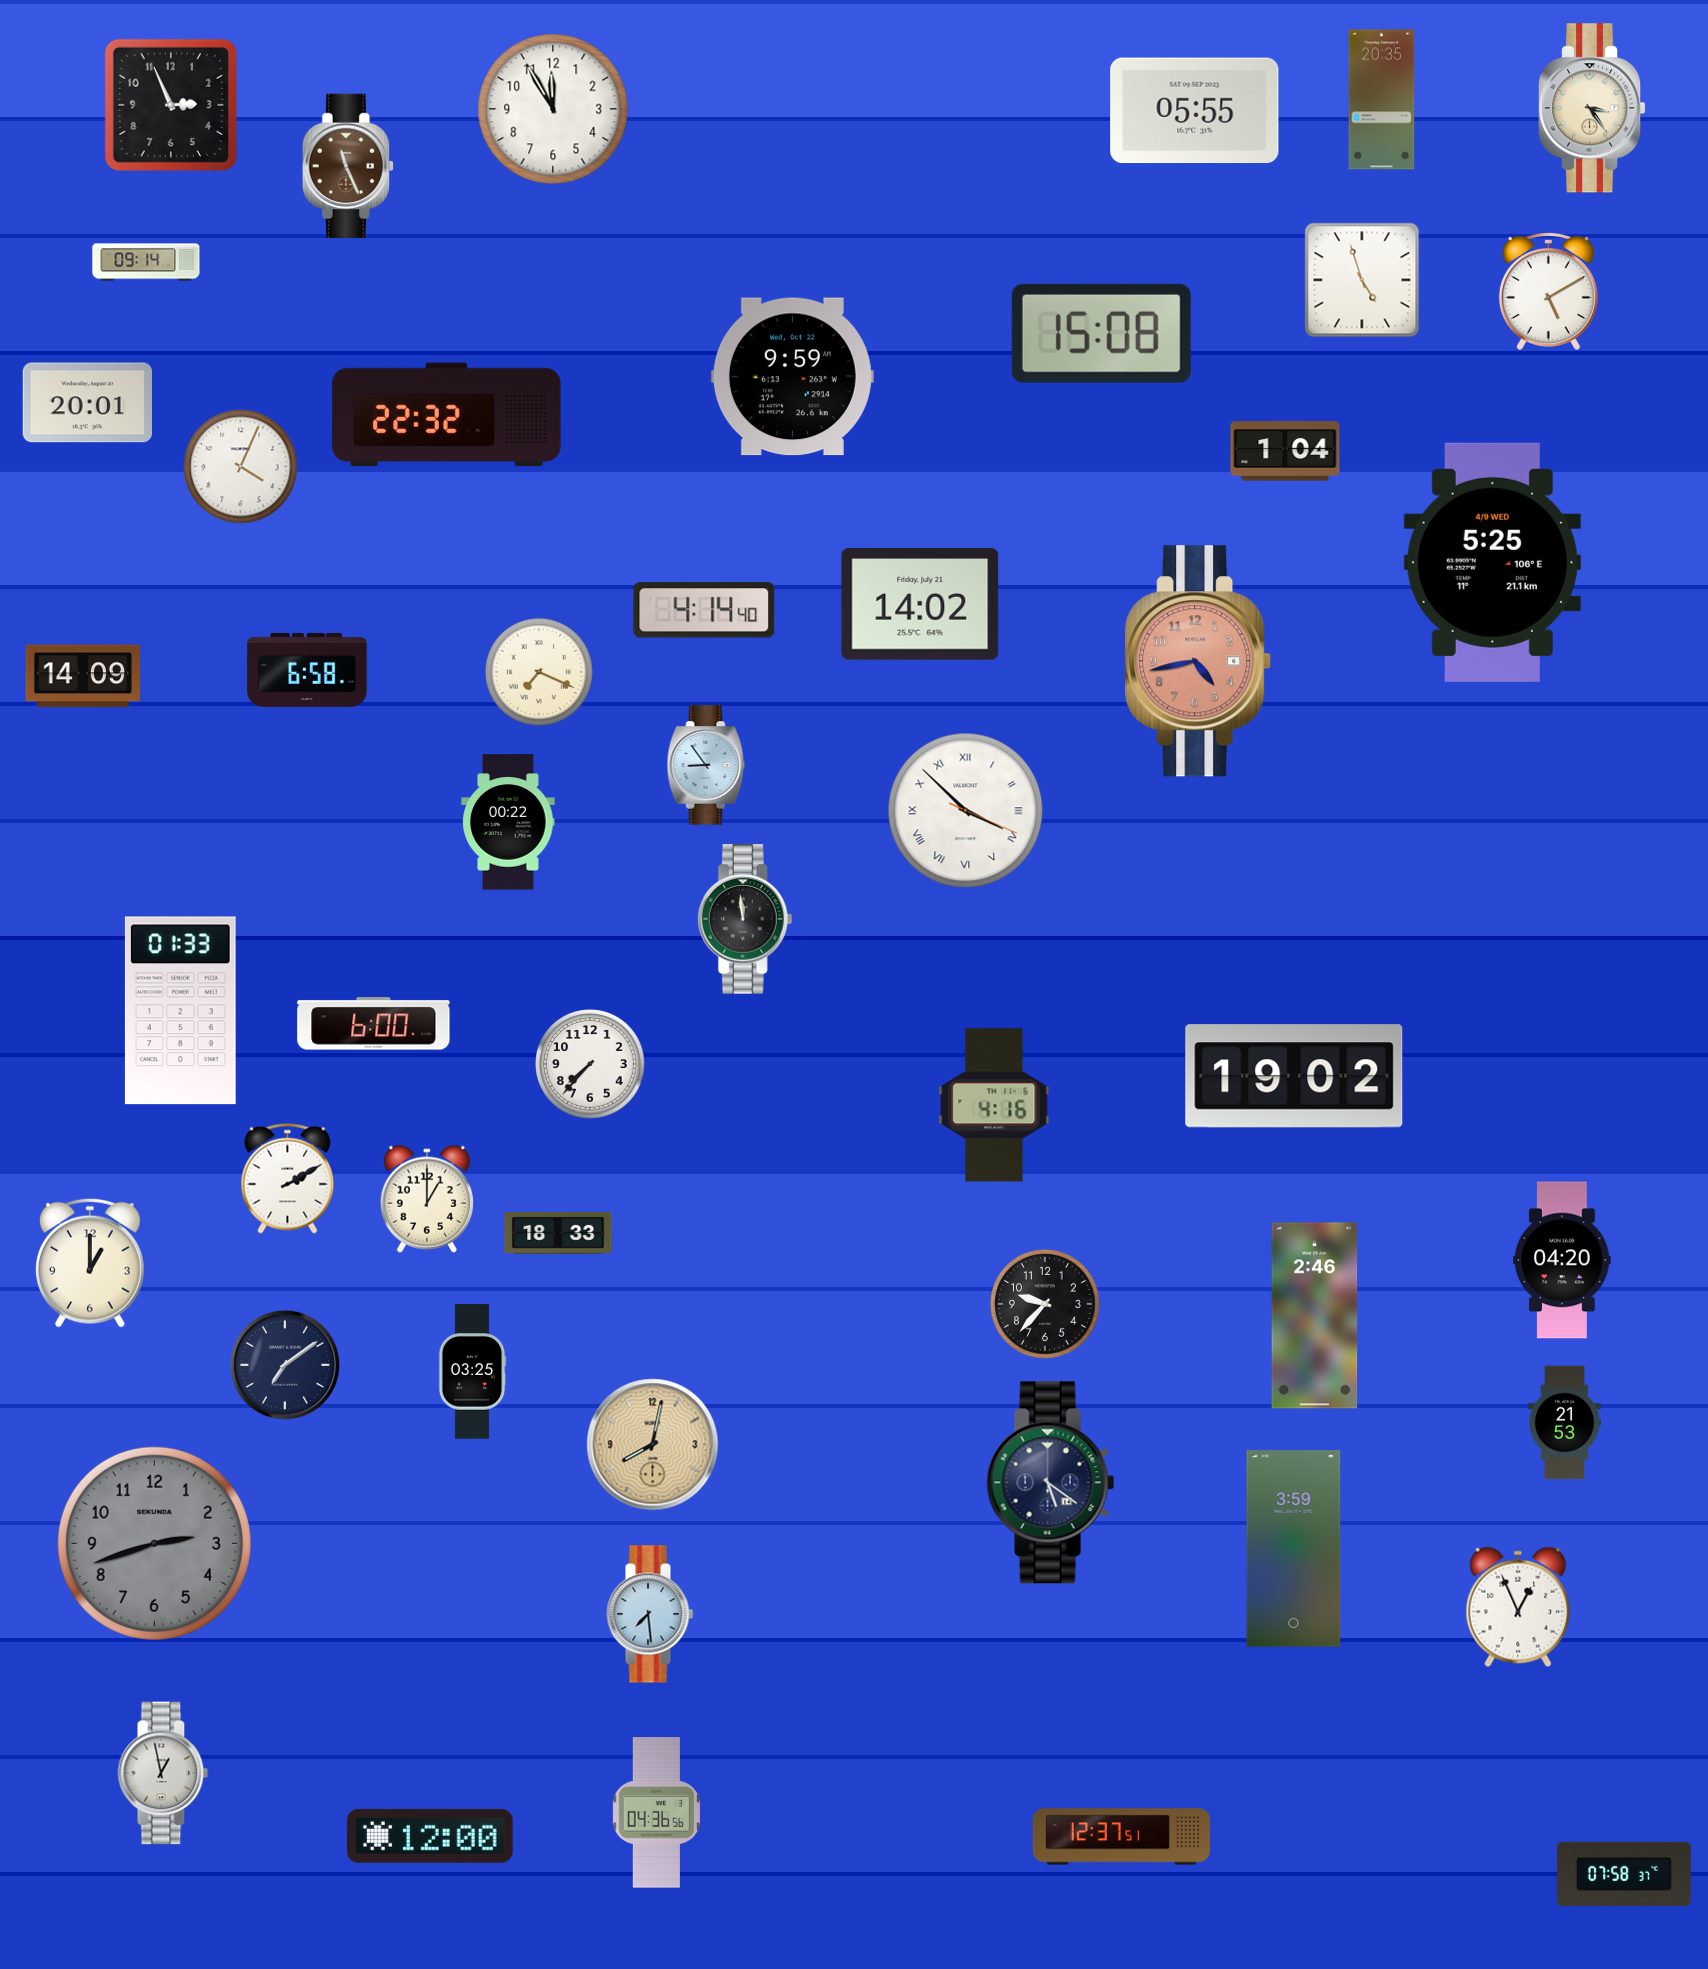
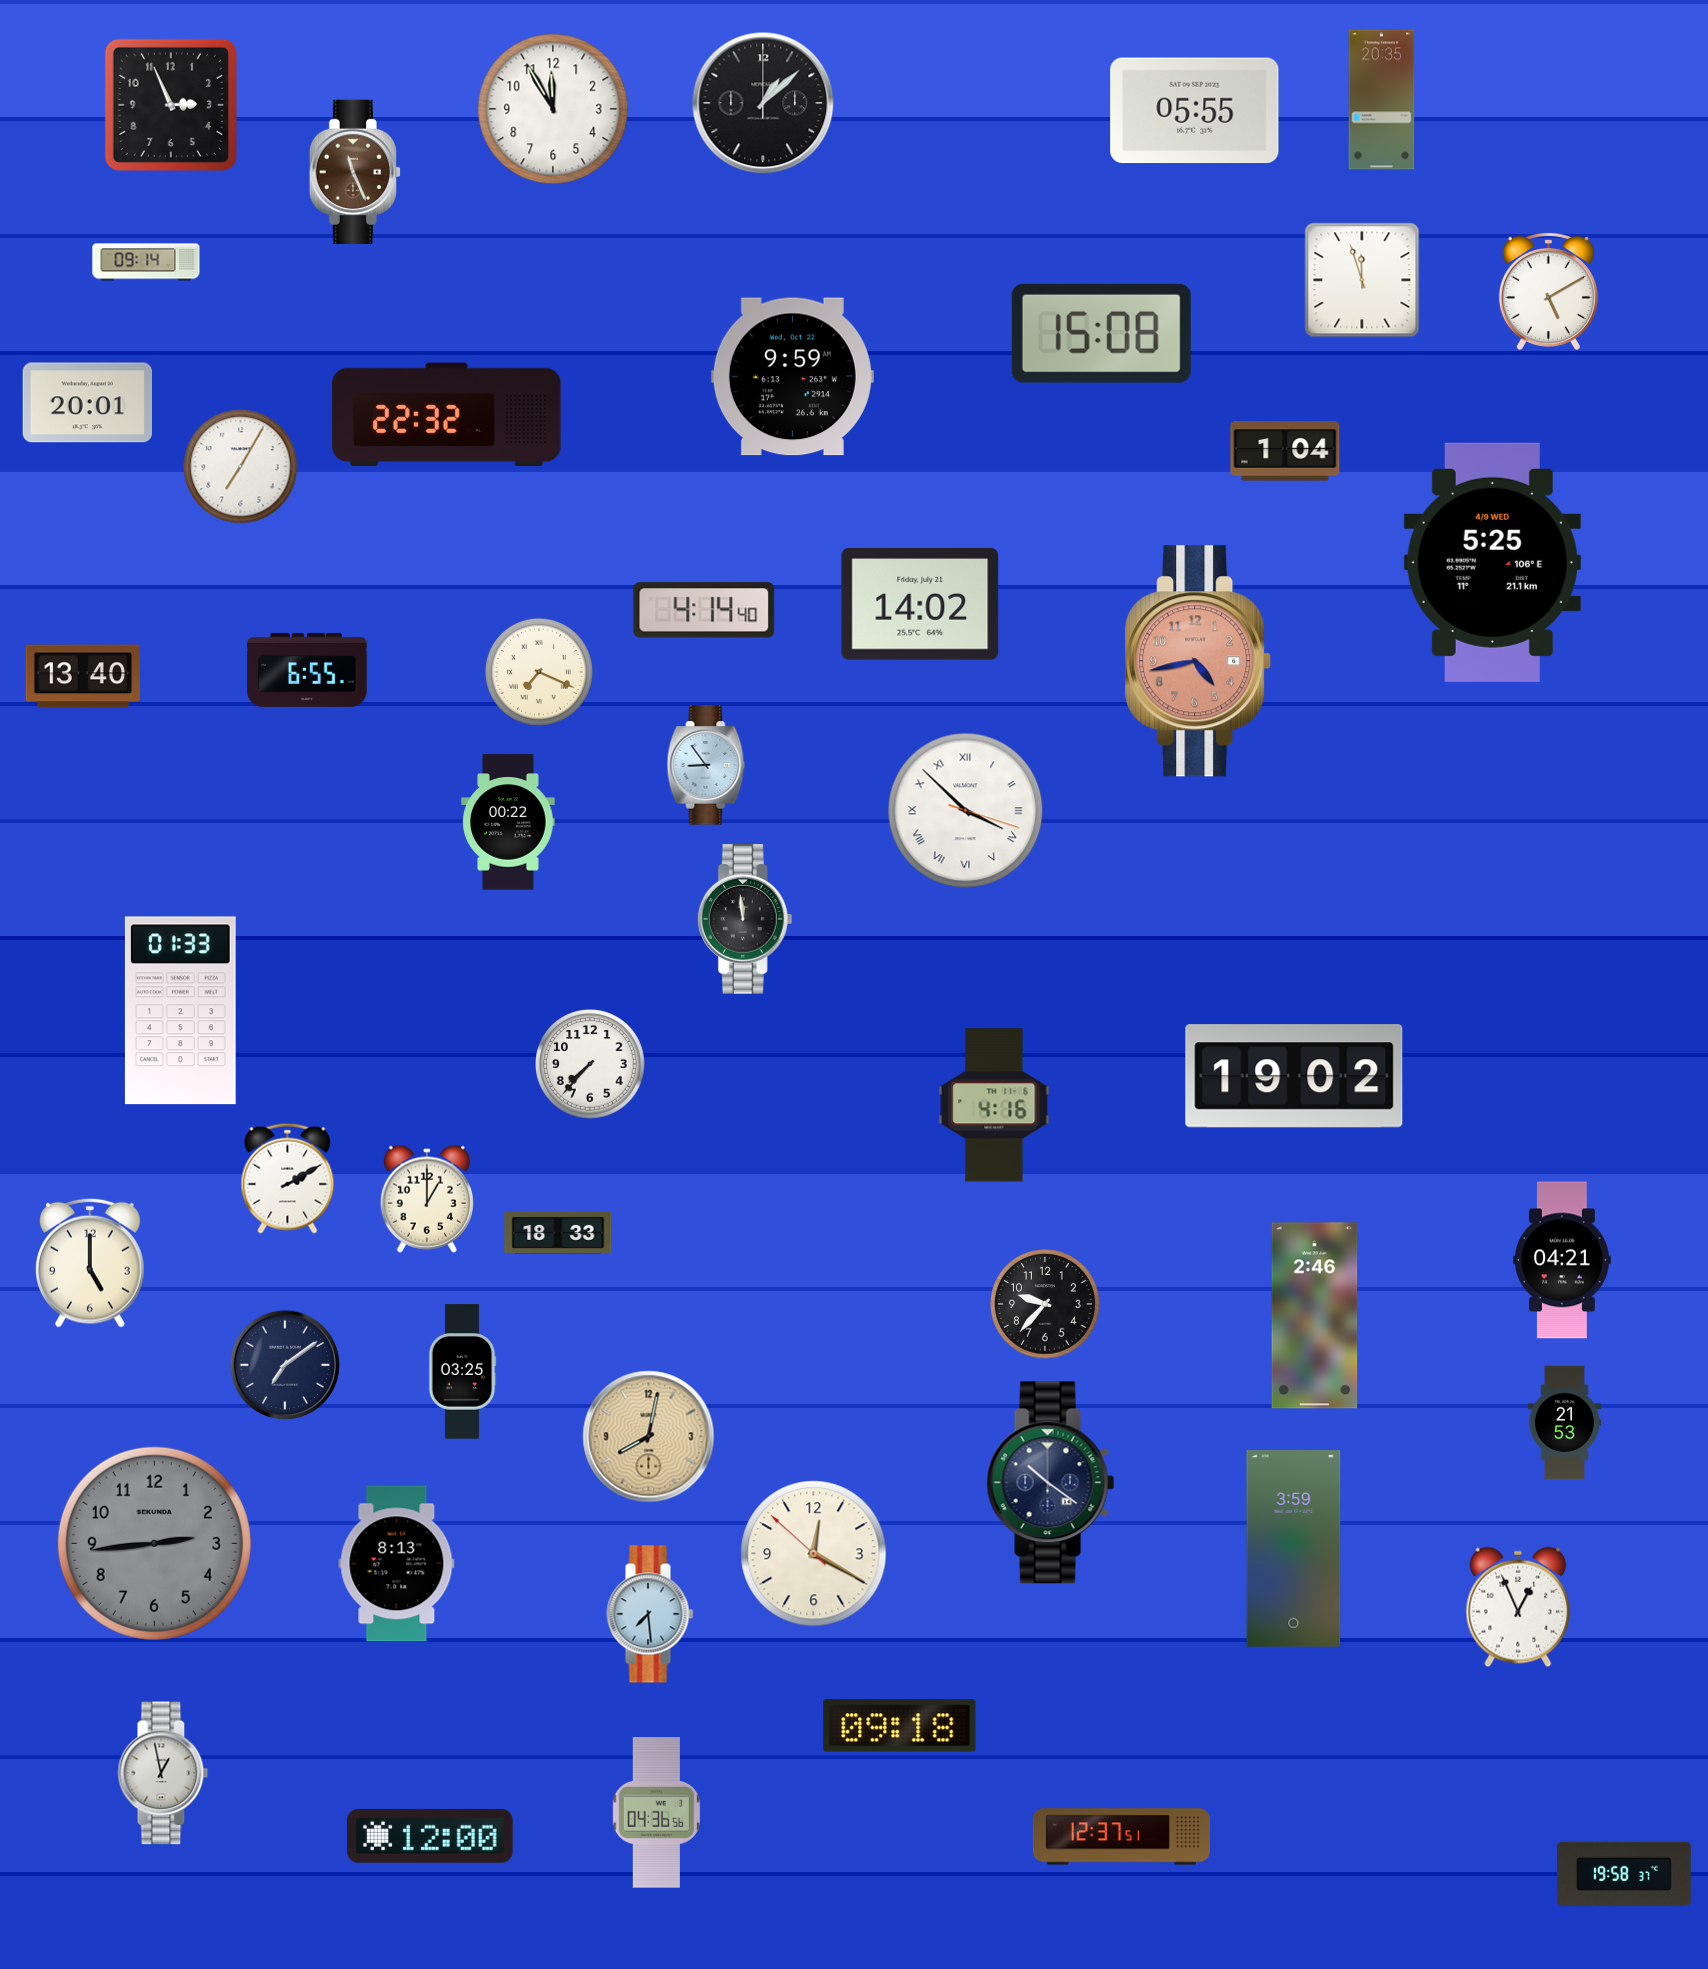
clock at (763, 103): none -> 1:08
clock at (1592, 108): 3:24 -> none
clock at (347, 166) position: (347, 166) -> (354, 172)
clock at (1362, 280): 4:57 -> 11:57
clock at (241, 467): 4:04 -> 7:05
clock at (307, 670): 6:58 -> 6:55
clock at (82, 676): 14:09 -> 13:40
clock at (966, 811): 3:52:19 -> 3:52:18
clock at (374, 1024): 6:00 -> none
clock at (1562, 1260): 04:20 -> 04:21
clock at (91, 1263): 1:00 -> 5:00
clock at (472, 1372) position: (472, 1372) -> (462, 1372)
clock at (653, 1445) position: (653, 1445) -> (649, 1437)
clock at (1051, 1483): 5:21 -> 10:21
clock at (154, 1543): 2:42 -> 2:44
clock at (814, 1554): none -> 12:19
clock at (397, 1564): none -> 8:13
clock at (900, 1726): none -> 09:18
clock at (1624, 1874): 07:58 -> 19:58
